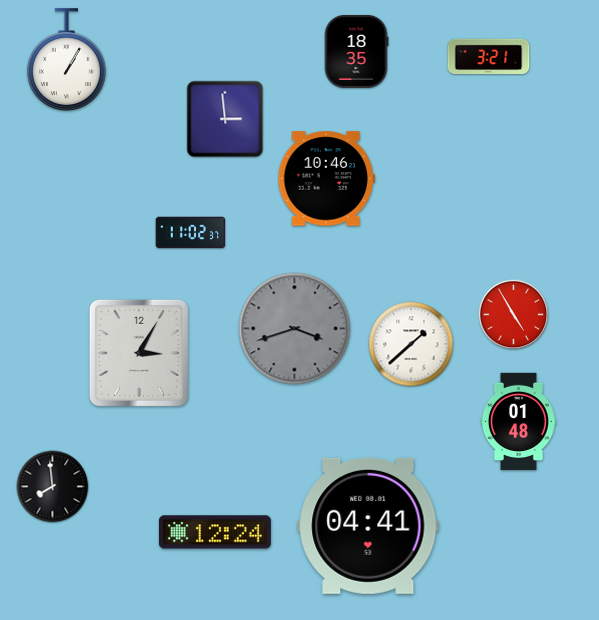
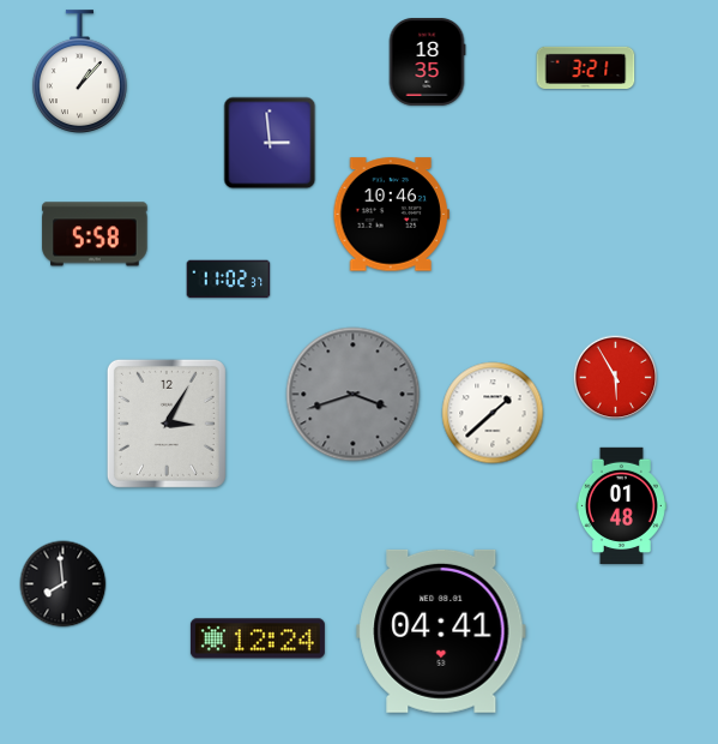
clock at (66, 60): 1:05 -> 1:07
clock at (95, 234): none -> 5:58
clock at (514, 315): 4:55 -> 5:55
